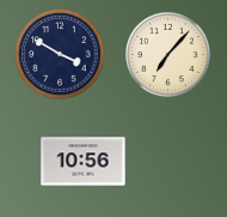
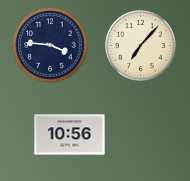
clock at (60, 54): 3:50 -> 3:46
